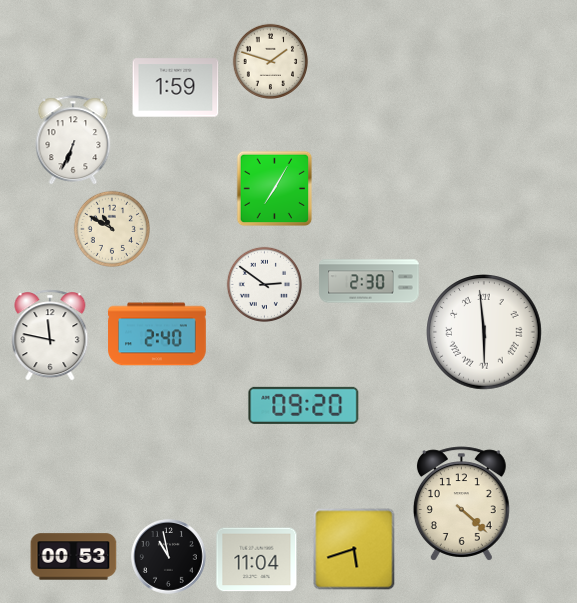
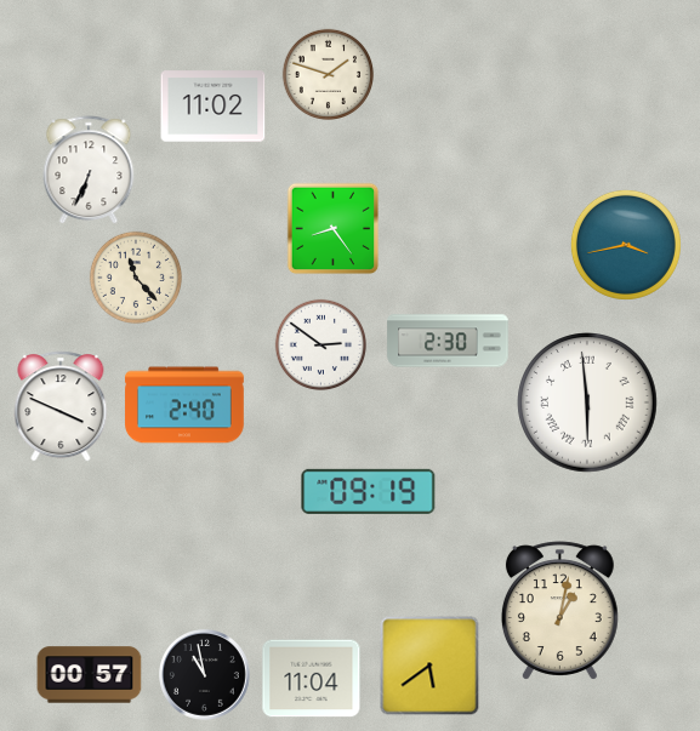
clock at (176, 88): 1:59 -> 11:02
clock at (275, 189): 7:05 -> 8:24
clock at (626, 245): none -> 3:43
clock at (111, 228): 10:50 -> 11:23
clock at (157, 334) position: (157, 334) -> (184, 405)
clock at (50, 335): 11:47 -> 3:49
clock at (304, 405): 09:20 -> 09:19
clock at (461, 504): 4:22 -> 1:02
clock at (354, 549): 5:42 -> 5:39
clock at (74, 557): 00:53 -> 00:57
